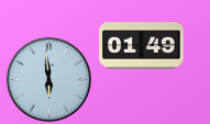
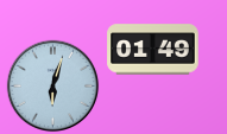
clock at (48, 79): 5:59 -> 6:03
